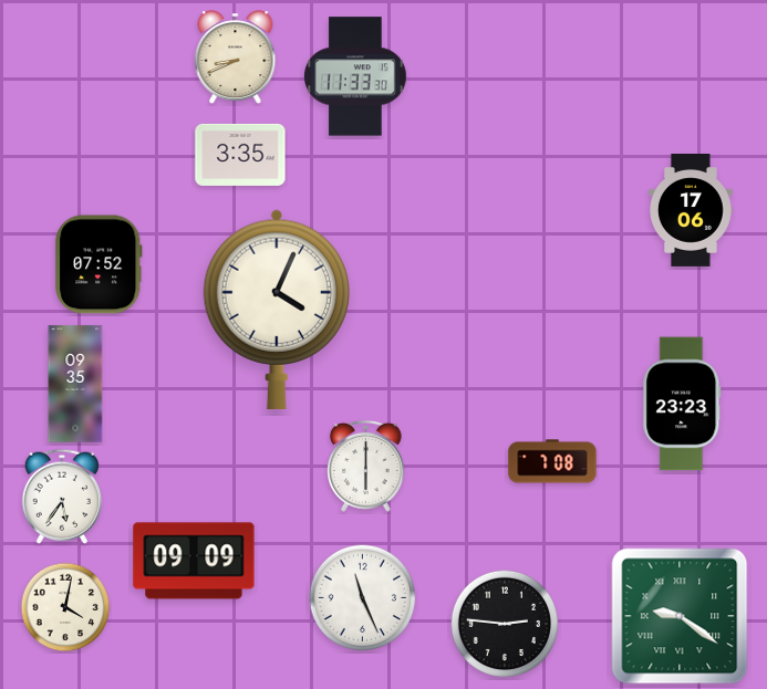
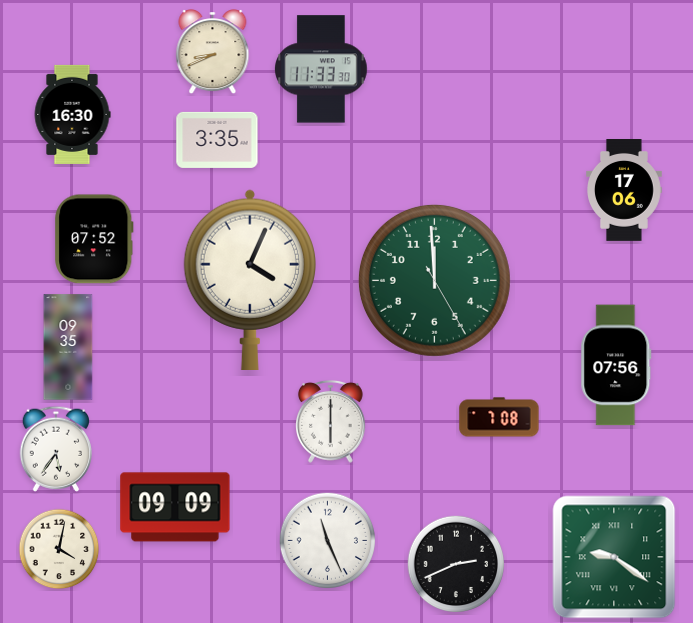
clock at (72, 114): none -> 16:30
clock at (99, 264) position: (99, 264) -> (94, 239)
clock at (434, 280): none -> 11:59
clock at (682, 404): 23:23 -> 07:56
clock at (505, 624): 2:46 -> 2:41
